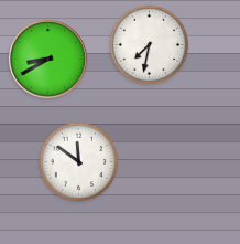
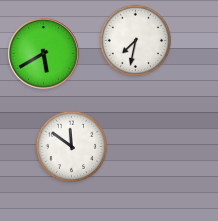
clock at (48, 60): 8:40 -> 5:40
